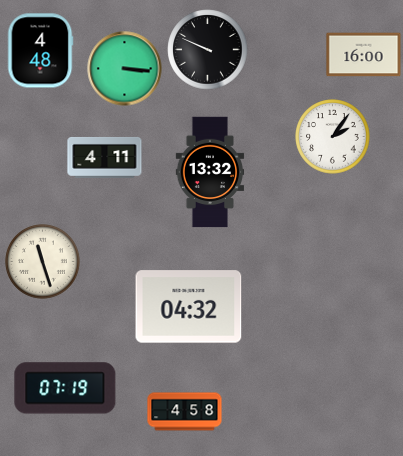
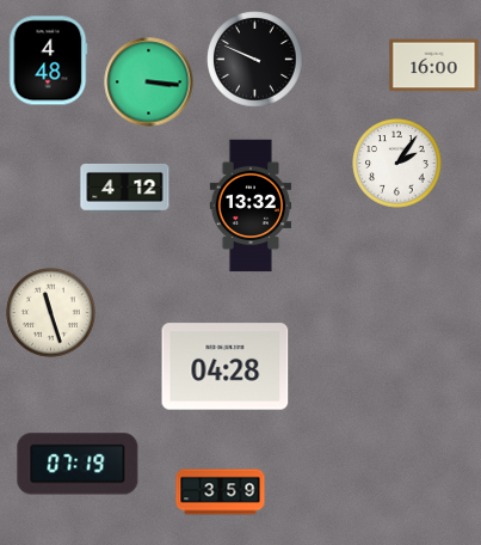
clock at (208, 50) position: (208, 50) -> (255, 60)
clock at (105, 157): 4:11 -> 4:12
clock at (189, 307): 04:32 -> 04:28
clock at (185, 412): 4:58 -> 3:59
